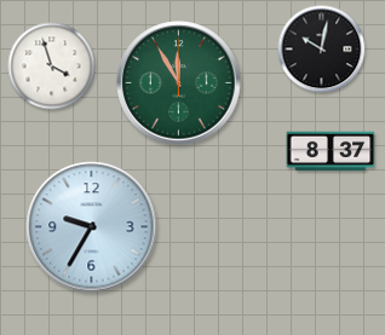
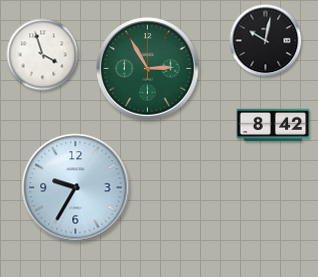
clock at (179, 83): 11:55 -> 2:55
clock at (331, 151): 8:37 -> 8:42
